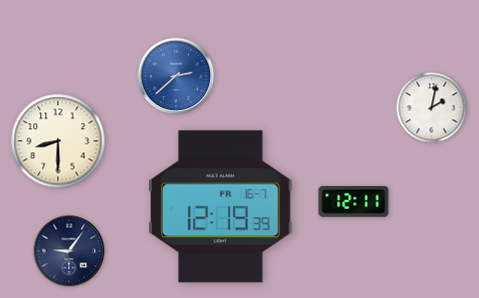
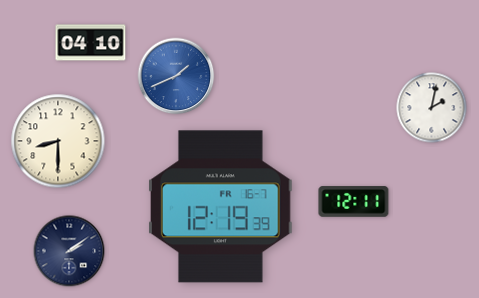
clock at (91, 43): none -> 04:10
clock at (176, 76): 2:38 -> 1:41
clock at (69, 251): 9:06 -> 2:09
